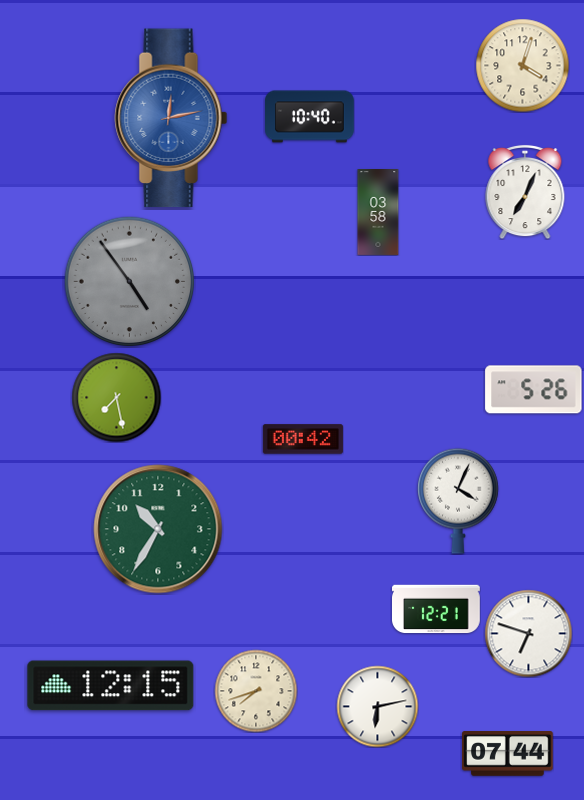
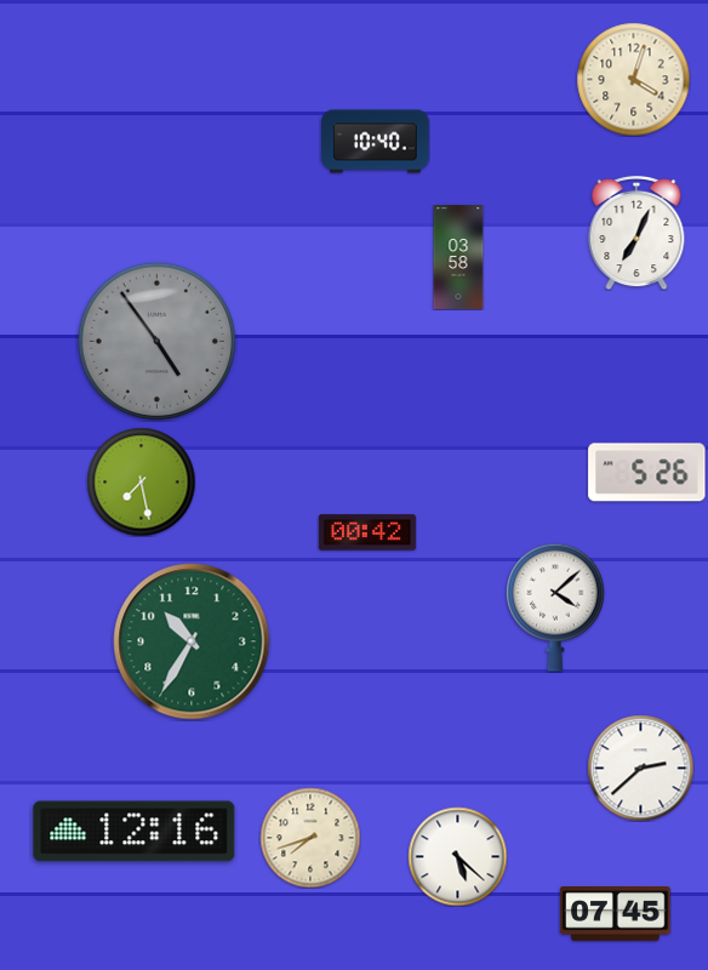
clock at (171, 118): 12:13 -> none
clock at (459, 501): 4:04 -> 4:08
clock at (437, 609): 12:21 -> none
clock at (528, 633): 6:48 -> 2:38
clock at (111, 686): 12:15 -> 12:16
clock at (377, 706): 6:13 -> 5:22
clock at (508, 754): 07:44 -> 07:45
